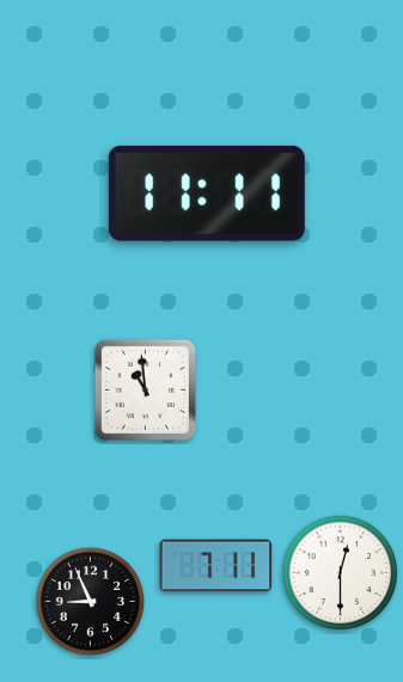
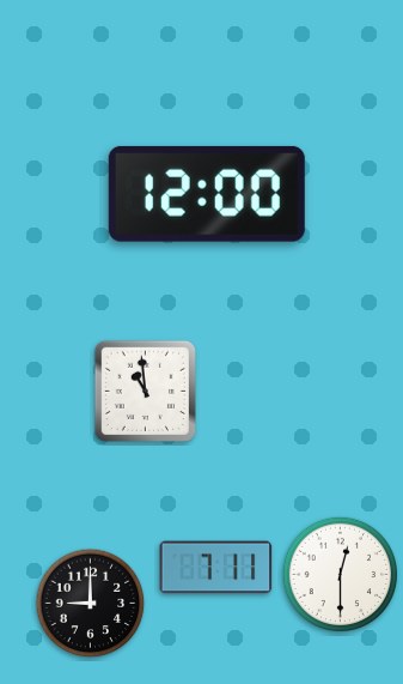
clock at (207, 193): 11:11 -> 12:00
clock at (91, 602): 8:56 -> 9:00
